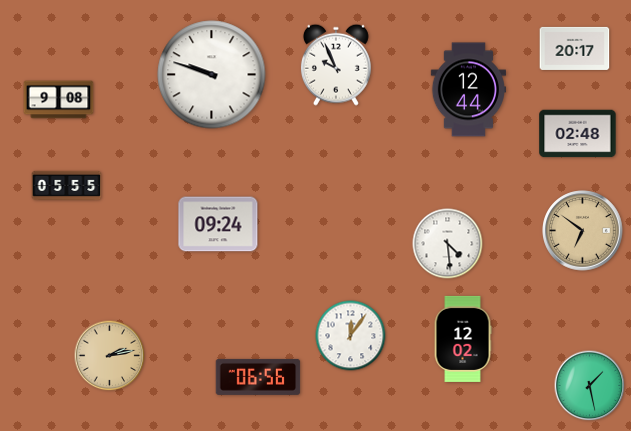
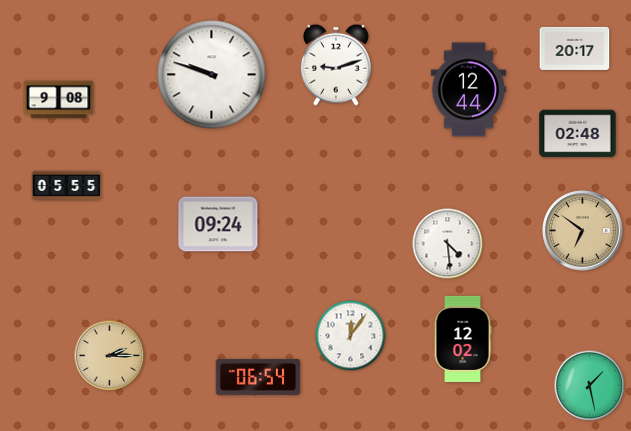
clock at (336, 65): 9:56 -> 9:12
clock at (110, 356): 2:13 -> 2:15
clock at (258, 377): 06:56 -> 06:54
